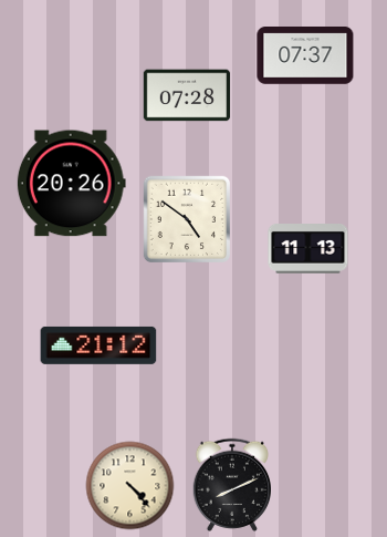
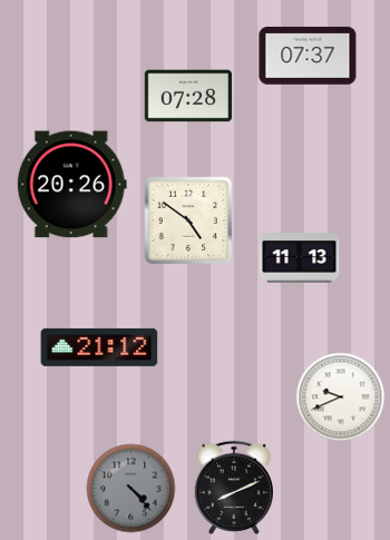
clock at (308, 249) position: (308, 249) -> (300, 258)
clock at (341, 397): none -> 9:41
clock at (130, 486) dial: cream -> grey
